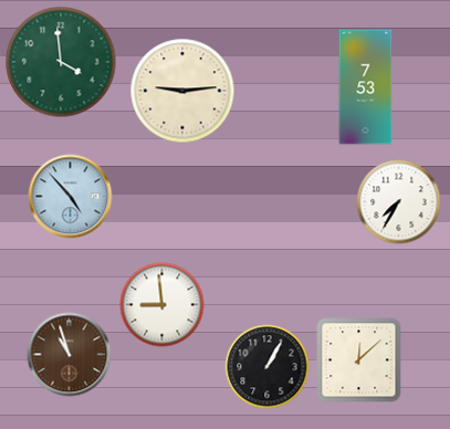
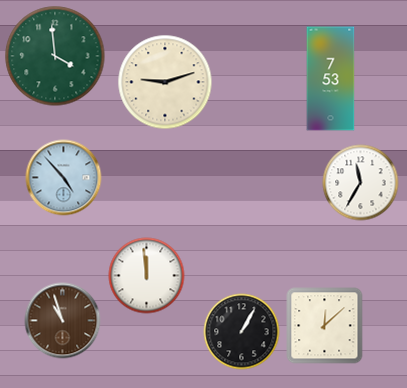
clock at (182, 91): 9:14 -> 9:12
clock at (399, 202): 7:35 -> 11:35
clock at (163, 305): 8:59 -> 11:59
